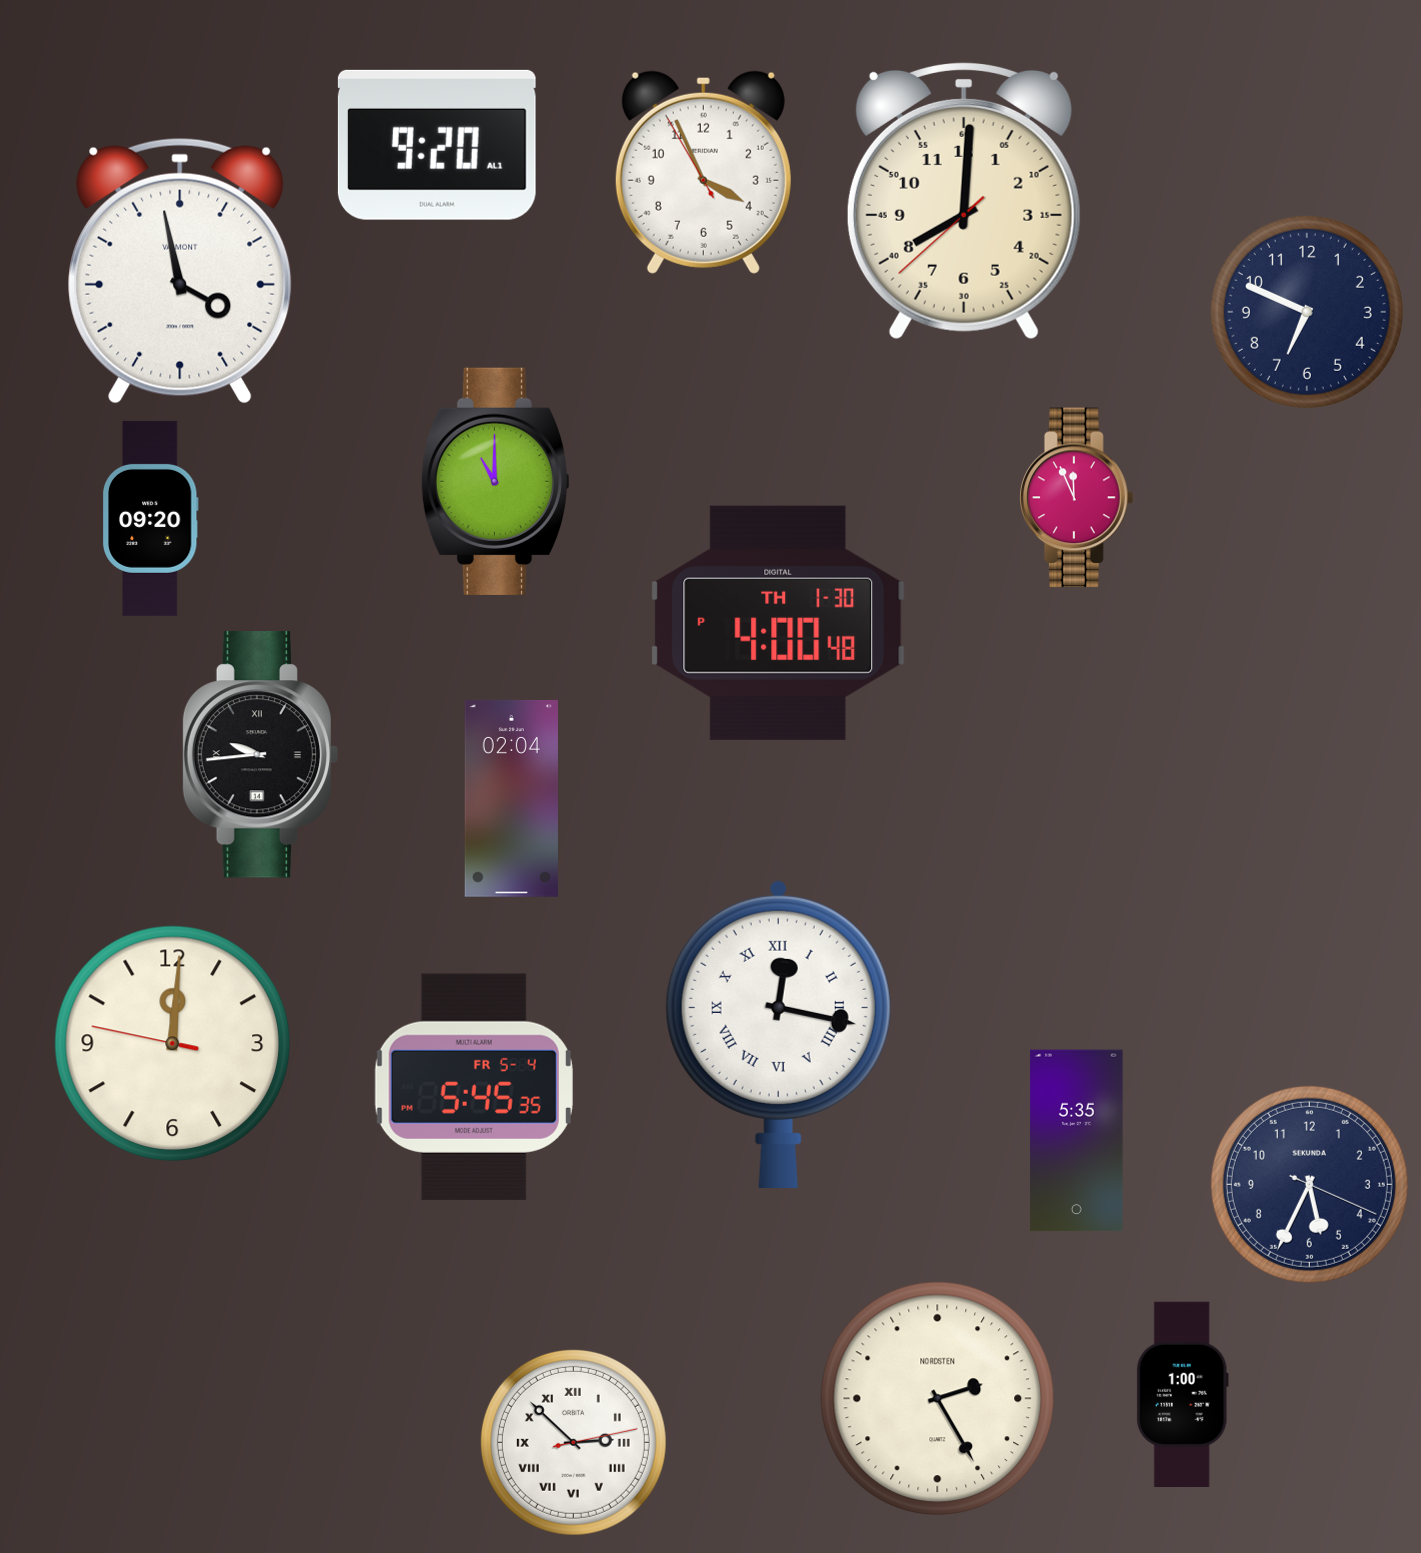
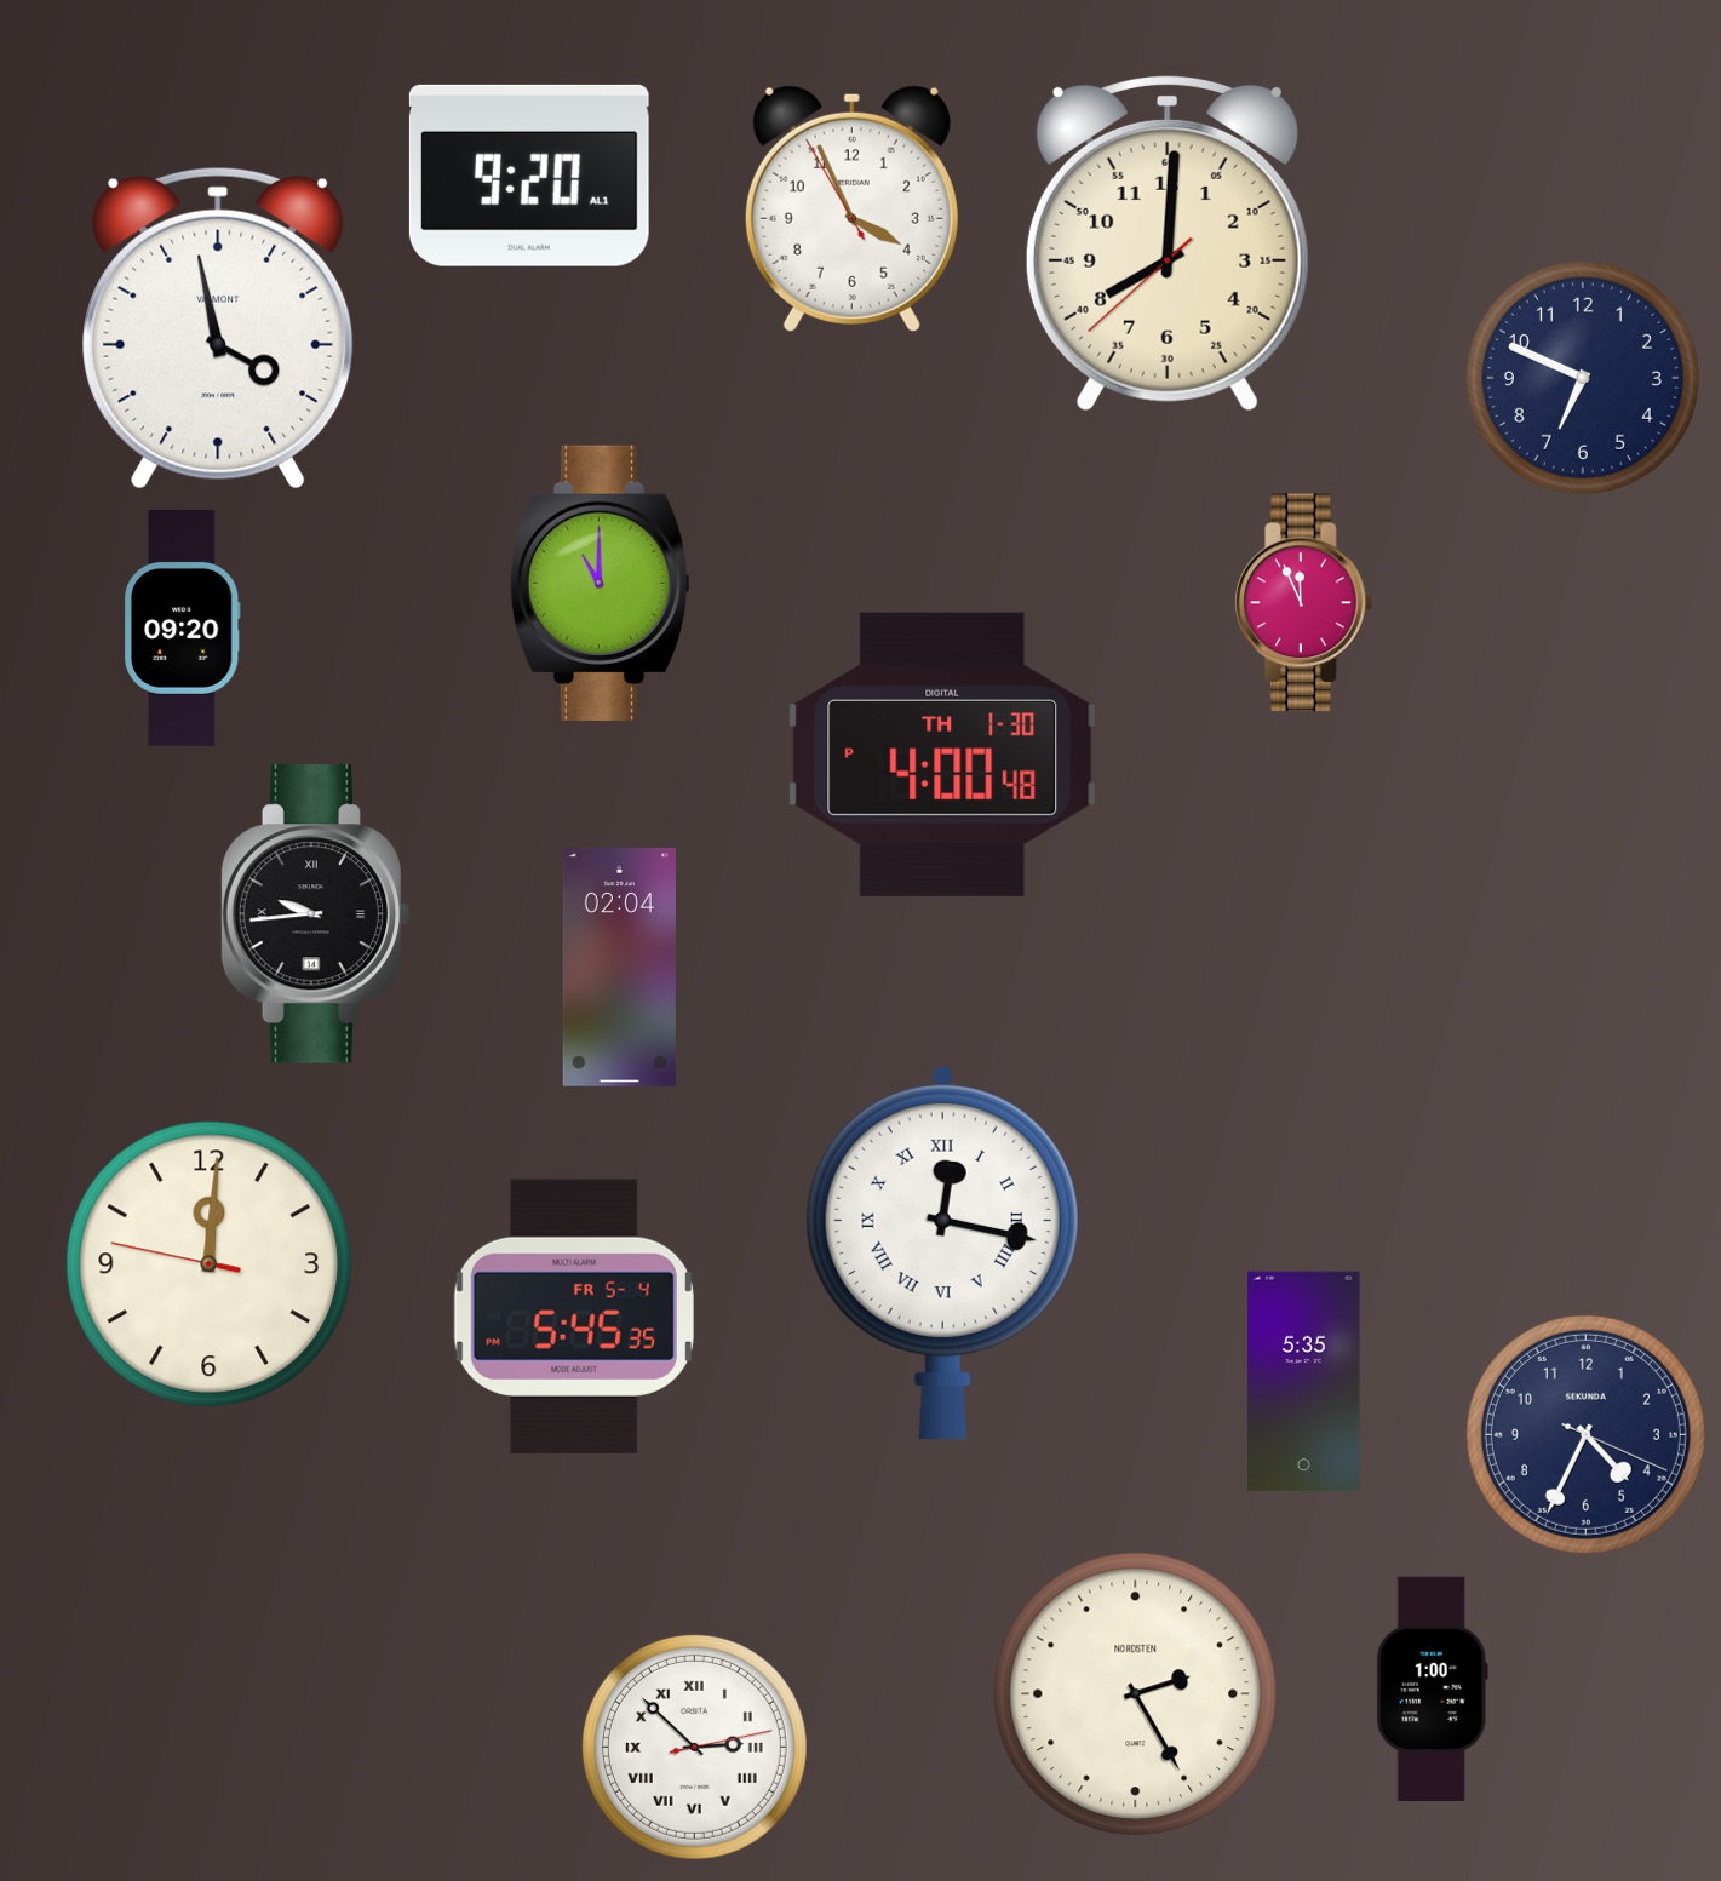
clock at (1309, 1184): 5:34 -> 4:34
